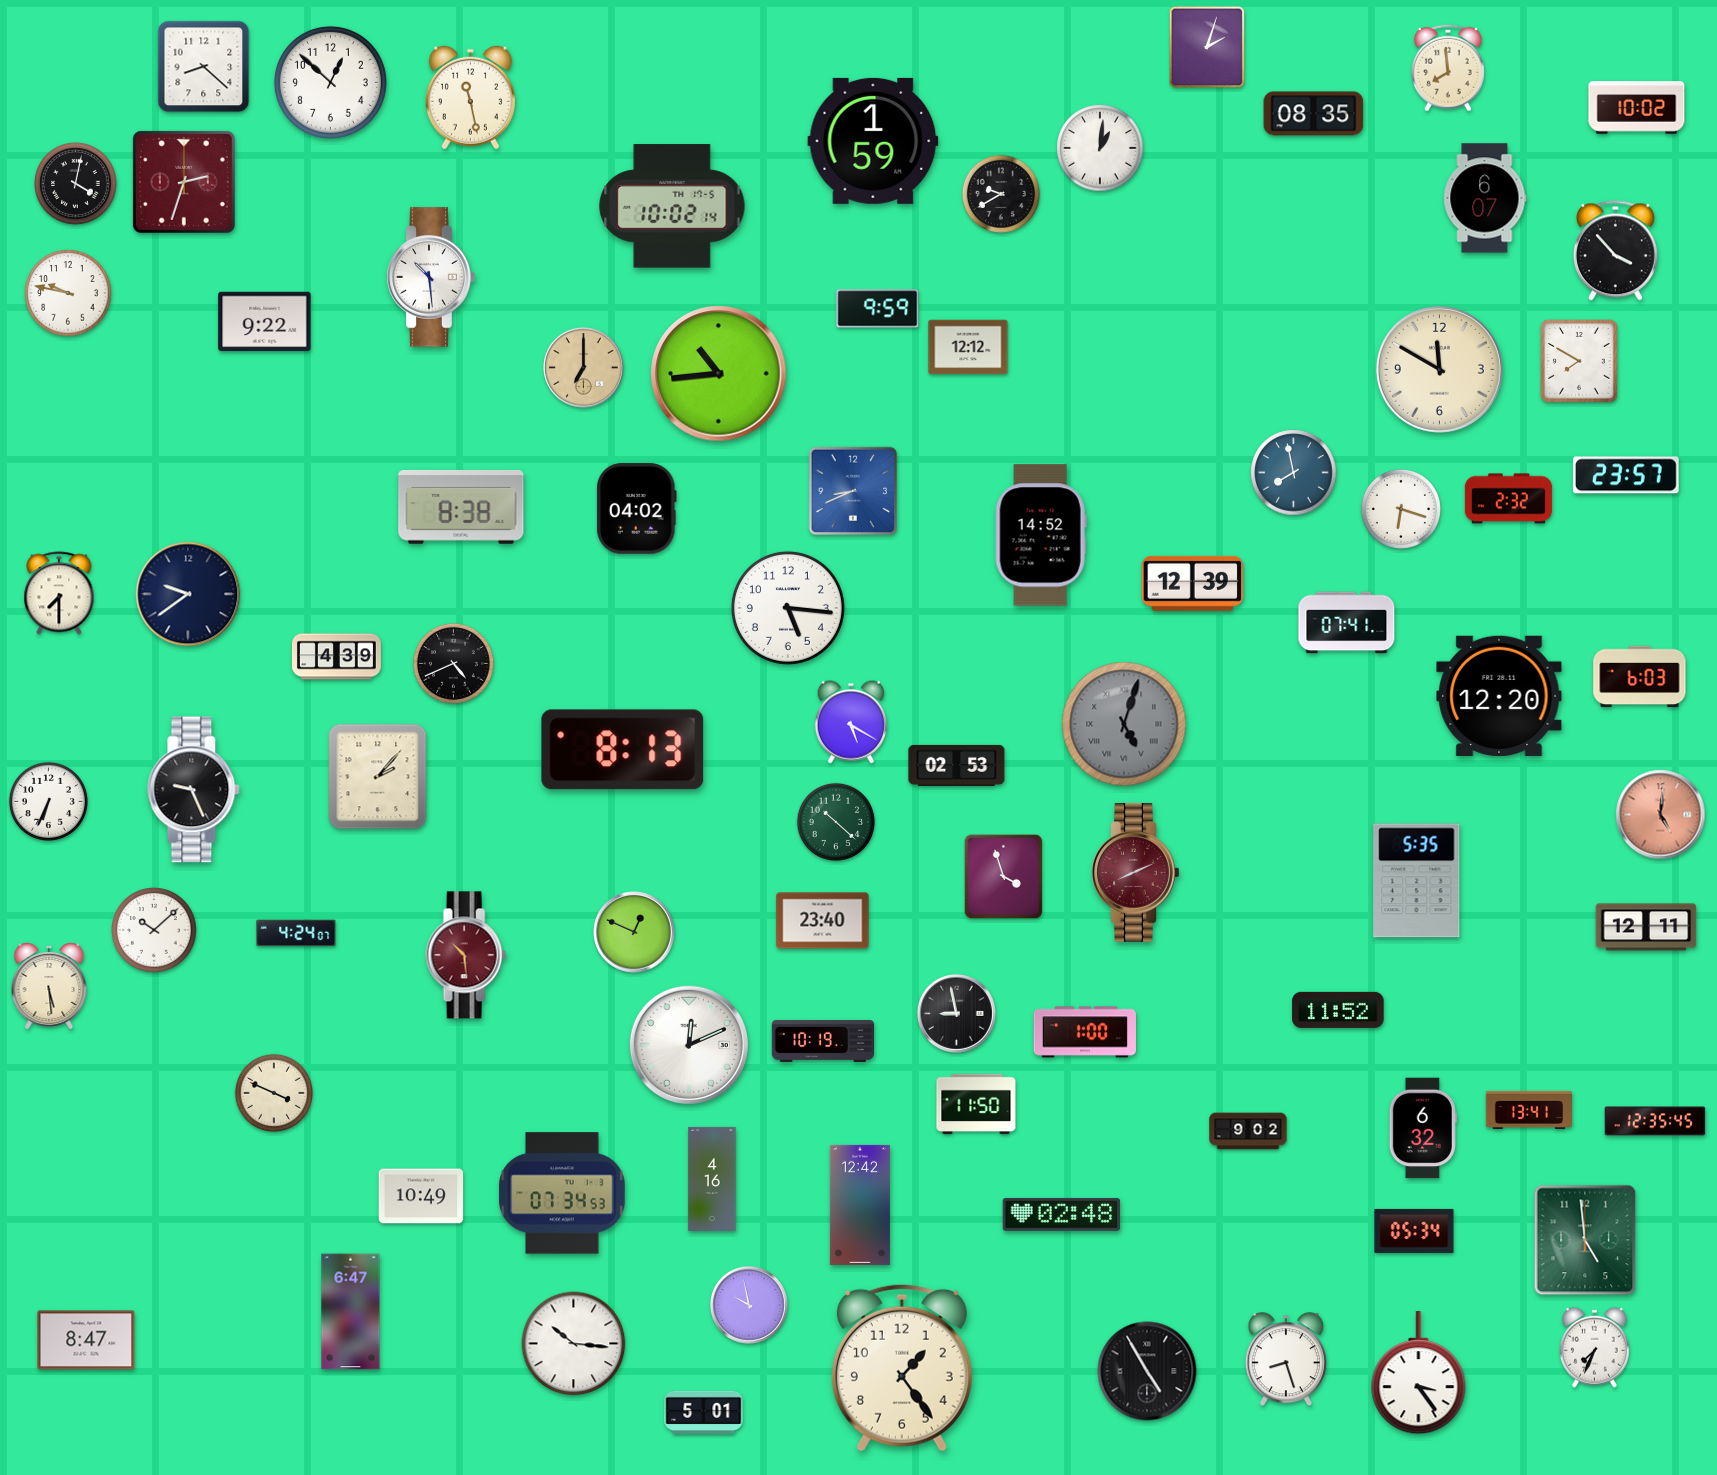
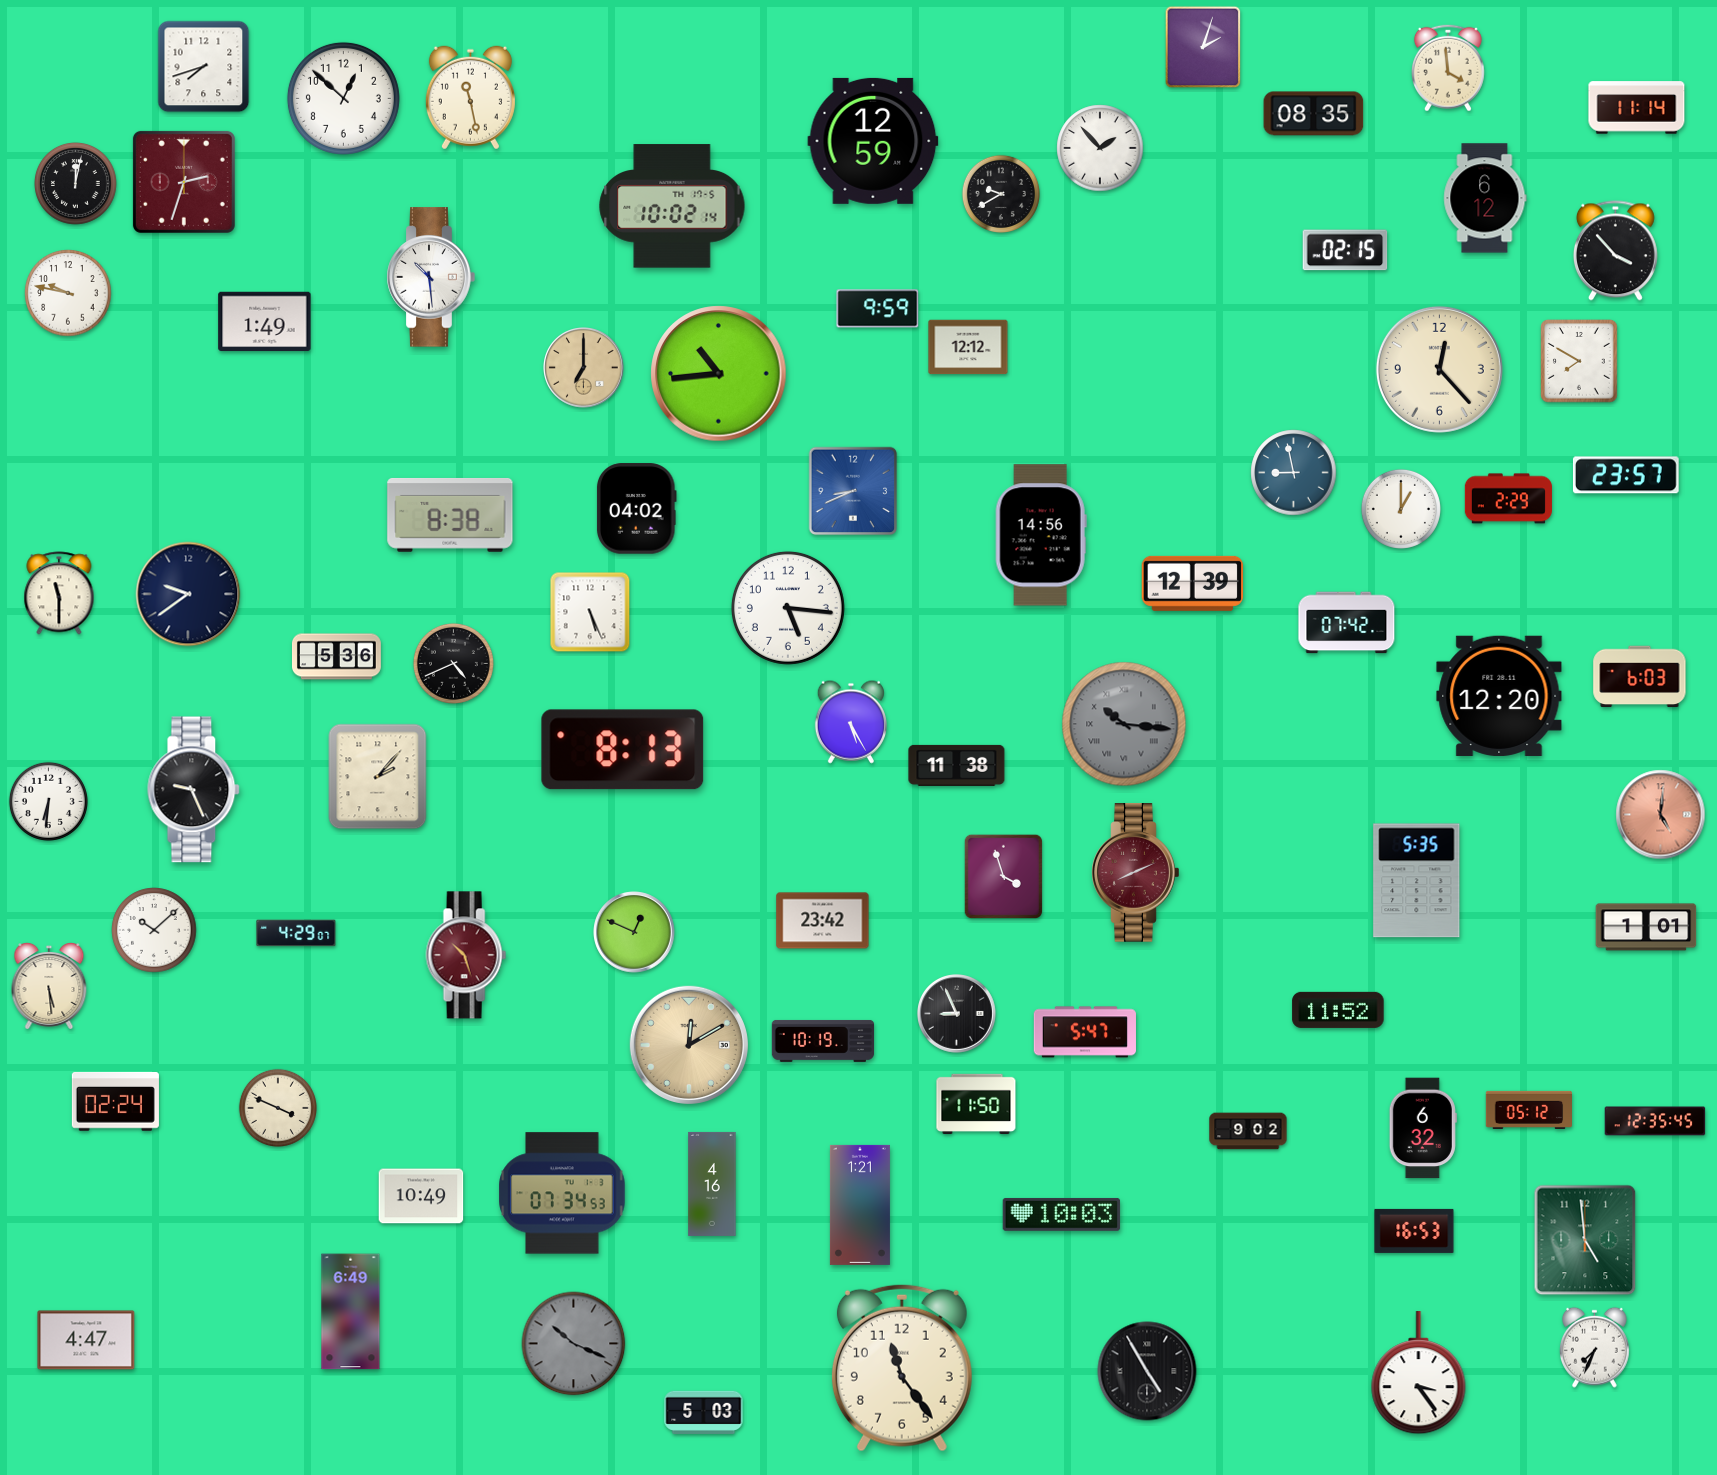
clock at (1207, 47) position: (1207, 47) -> (1203, 47)
clock at (204, 67): 8:22 -> 7:42
clock at (1448, 68): 7:59 -> 3:59
clock at (330, 82) position: (330, 82) -> (343, 98)
clock at (1637, 108): 10:02 -> 11:14
clock at (873, 141): 1:59 -> 12:59
clock at (1100, 148): 1:01 -> 1:53
clock at (76, 184): 4:02 -> 12:02
clock at (1485, 198): 6:07 -> 6:12
clock at (1345, 250): none -> 02:15
clock at (265, 322): 9:22 -> 1:49
clock at (1439, 369): 11:50 -> 12:23
clock at (1294, 473): 7:58 -> 8:58
clock at (1508, 499): 2:32 -> 2:29
clock at (461, 507) position: (461, 507) -> (450, 515)
clock at (1401, 509): 6:18 -> 1:00
clock at (1041, 535): 14:52 -> 14:56
clock at (59, 593): 7:30 -> 11:30
clock at (590, 612): none -> 5:26
clock at (1347, 623): 07:41 -> 07:42
clock at (337, 657): 4:39 -> 5:36
clock at (851, 722): 5:20 -> 5:25
clock at (1124, 724): 5:03 -> 10:16
clock at (957, 765): 02:53 -> 11:38
clock at (48, 801): 6:34 -> 6:31
clock at (836, 822): 10:22 -> none
clock at (823, 921): 23:40 -> 23:42
clock at (1646, 927): 12:11 -> 1:01
clock at (296, 933): 4:24 -> 4:29
clock at (466, 955): 10:29 -> 10:27
clock at (957, 1014): 8:58 -> 8:56
clock at (1084, 1032): 1:00 -> 5:47
clock at (689, 1045): 12:11 -> 12:10
clock at (689, 1045) dial: white -> champagne
clock at (274, 1093) position: (274, 1093) -> (278, 1108)
clock at (115, 1101): none -> 02:24
clock at (1529, 1110): 13:41 -> 05:12
clock at (712, 1179) position: (712, 1179) -> (712, 1184)
clock at (860, 1205): 12:42 -> 1:21
clock at (1062, 1214): 02:48 -> 10:03
clock at (1414, 1231): 05:34 -> 16:53
clock at (749, 1305): 9:58 -> none
clock at (351, 1312): 6:47 -> 6:49
clock at (86, 1340): 8:47 -> 4:47
clock at (574, 1344): 10:16 -> 10:19
clock at (574, 1344) dial: white -> grey
clock at (1286, 1360): 8:27 -> none
clock at (902, 1368): 1:24 -> 11:24
clock at (704, 1412): 5:01 -> 5:03
